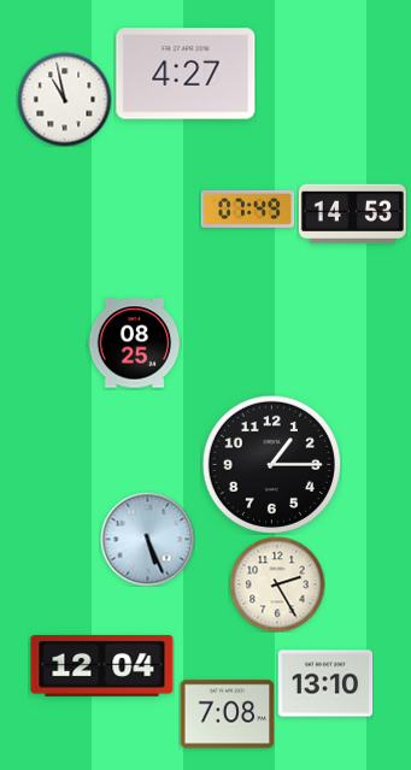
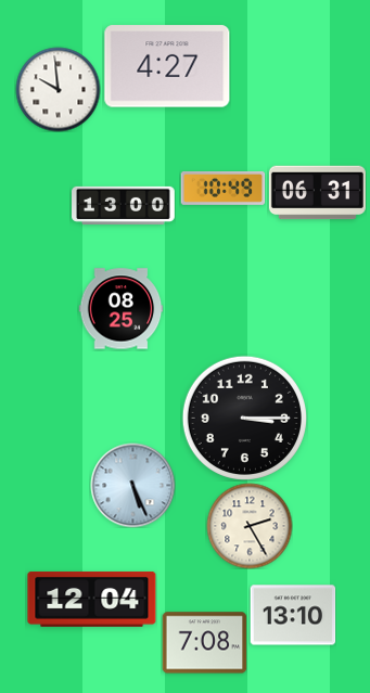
clock at (64, 99): 10:58 -> 9:59
clock at (247, 208): 07:49 -> 10:49
clock at (352, 214): 14:53 -> 06:31
clock at (124, 205): none -> 13:00
clock at (271, 464): 1:15 -> 3:15
